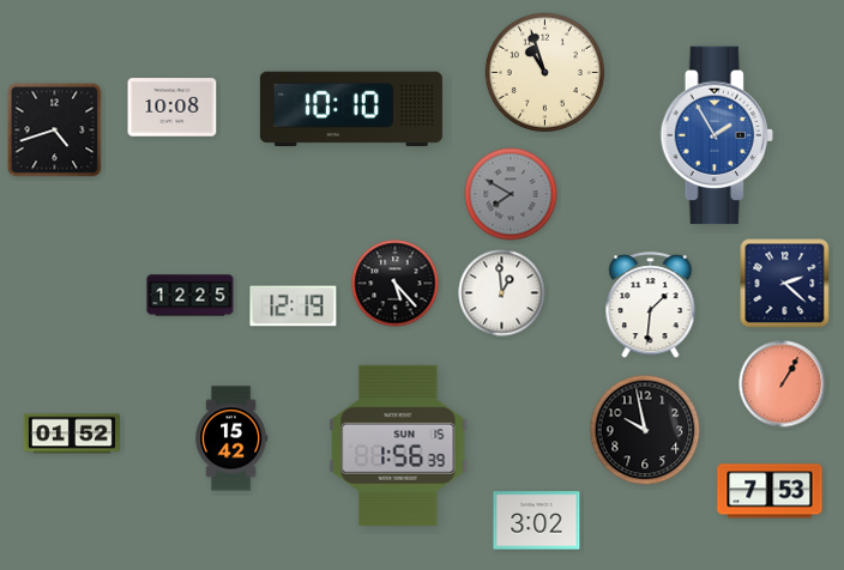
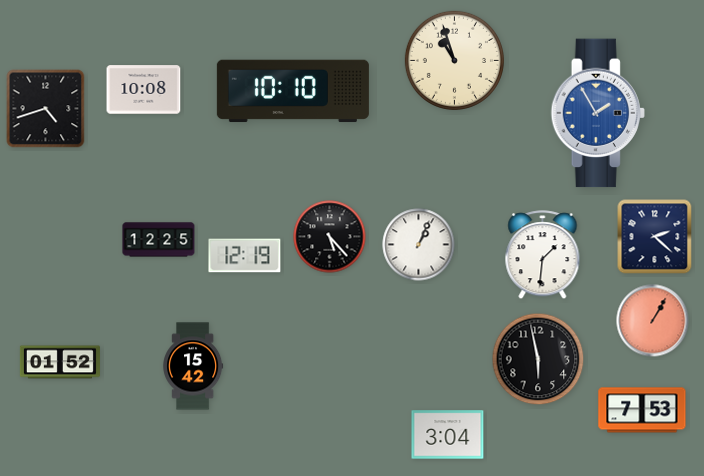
clock at (511, 194): 7:50 -> none
clock at (502, 293): 12:59 -> 1:04
clock at (191, 296) position: (191, 296) -> (159, 240)
clock at (645, 430): 9:58 -> 5:58
clock at (398, 445): 1:56 -> none
clock at (537, 521): 3:02 -> 3:04
